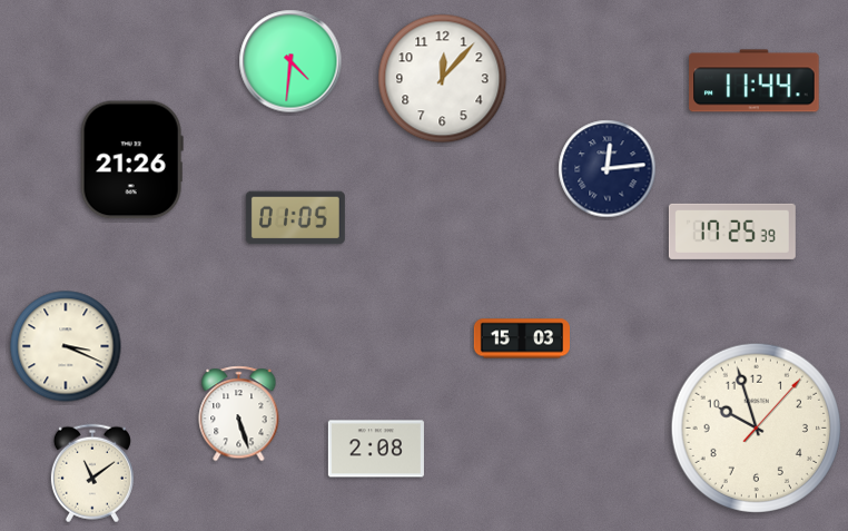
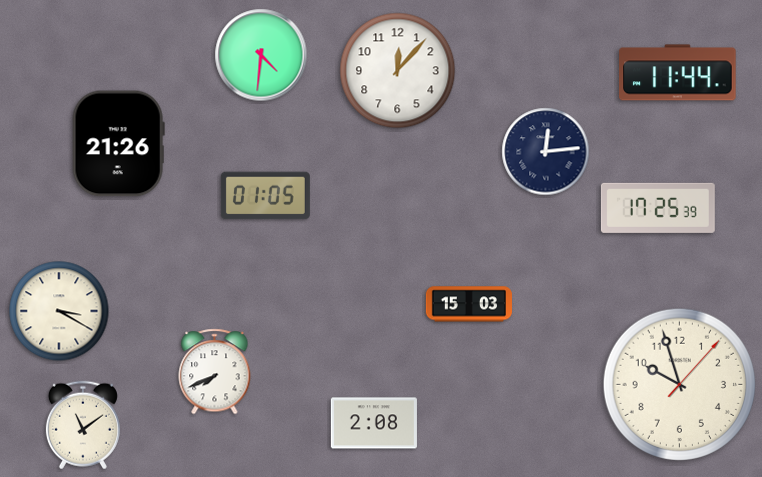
clock at (66, 346): 3:19 -> 3:20
clock at (239, 414): 5:27 -> 7:41
clock at (376, 449) position: (376, 449) -> (374, 423)
